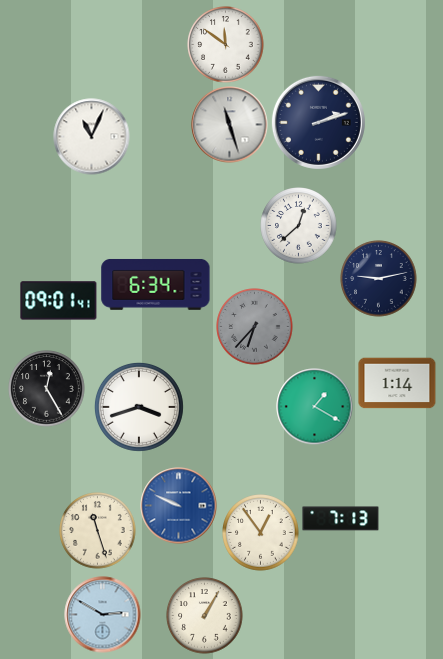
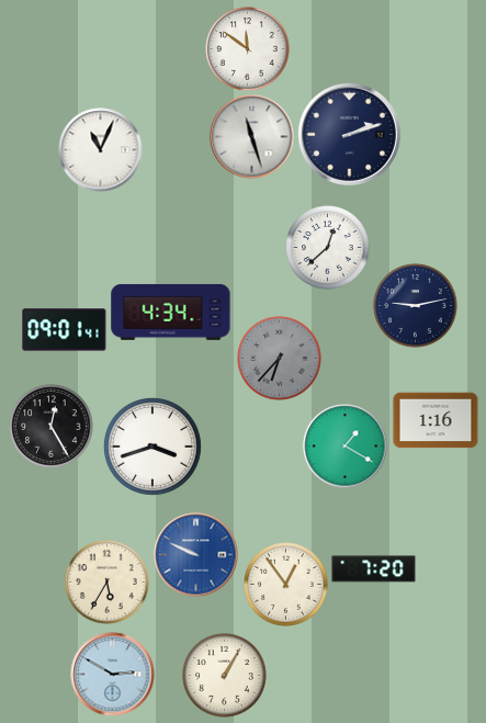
clock at (156, 284): 6:34 -> 4:34
clock at (397, 383): 1:14 -> 1:16
clock at (341, 519): 7:13 -> 7:20
clock at (98, 531): 11:27 -> 5:35
